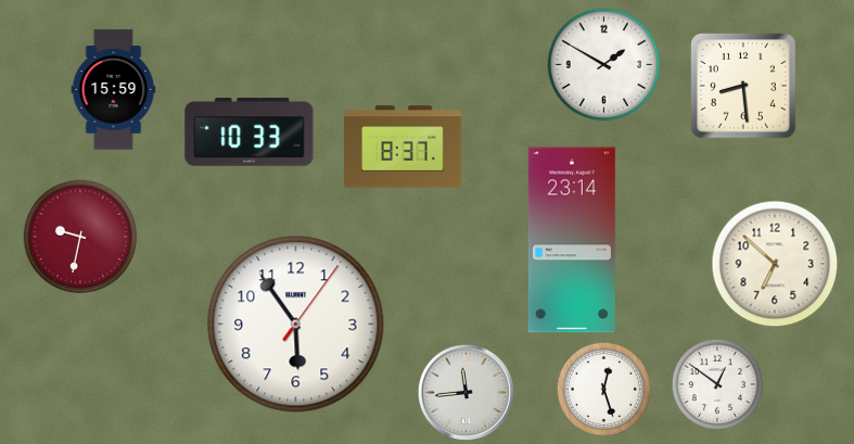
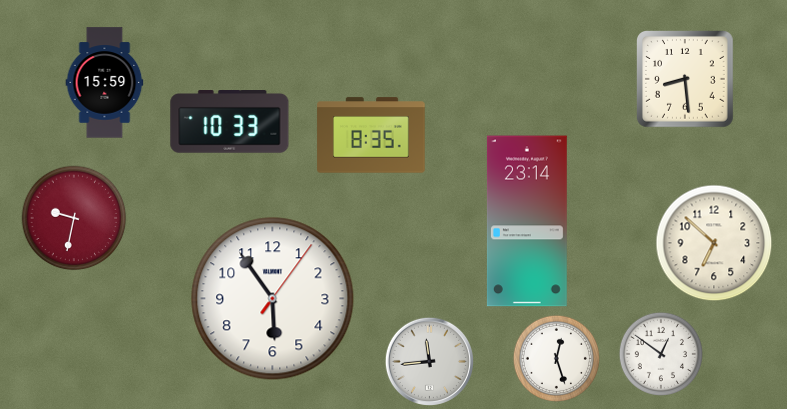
clock at (604, 65): 1:50 -> none
clock at (403, 147): 8:37 -> 8:35
